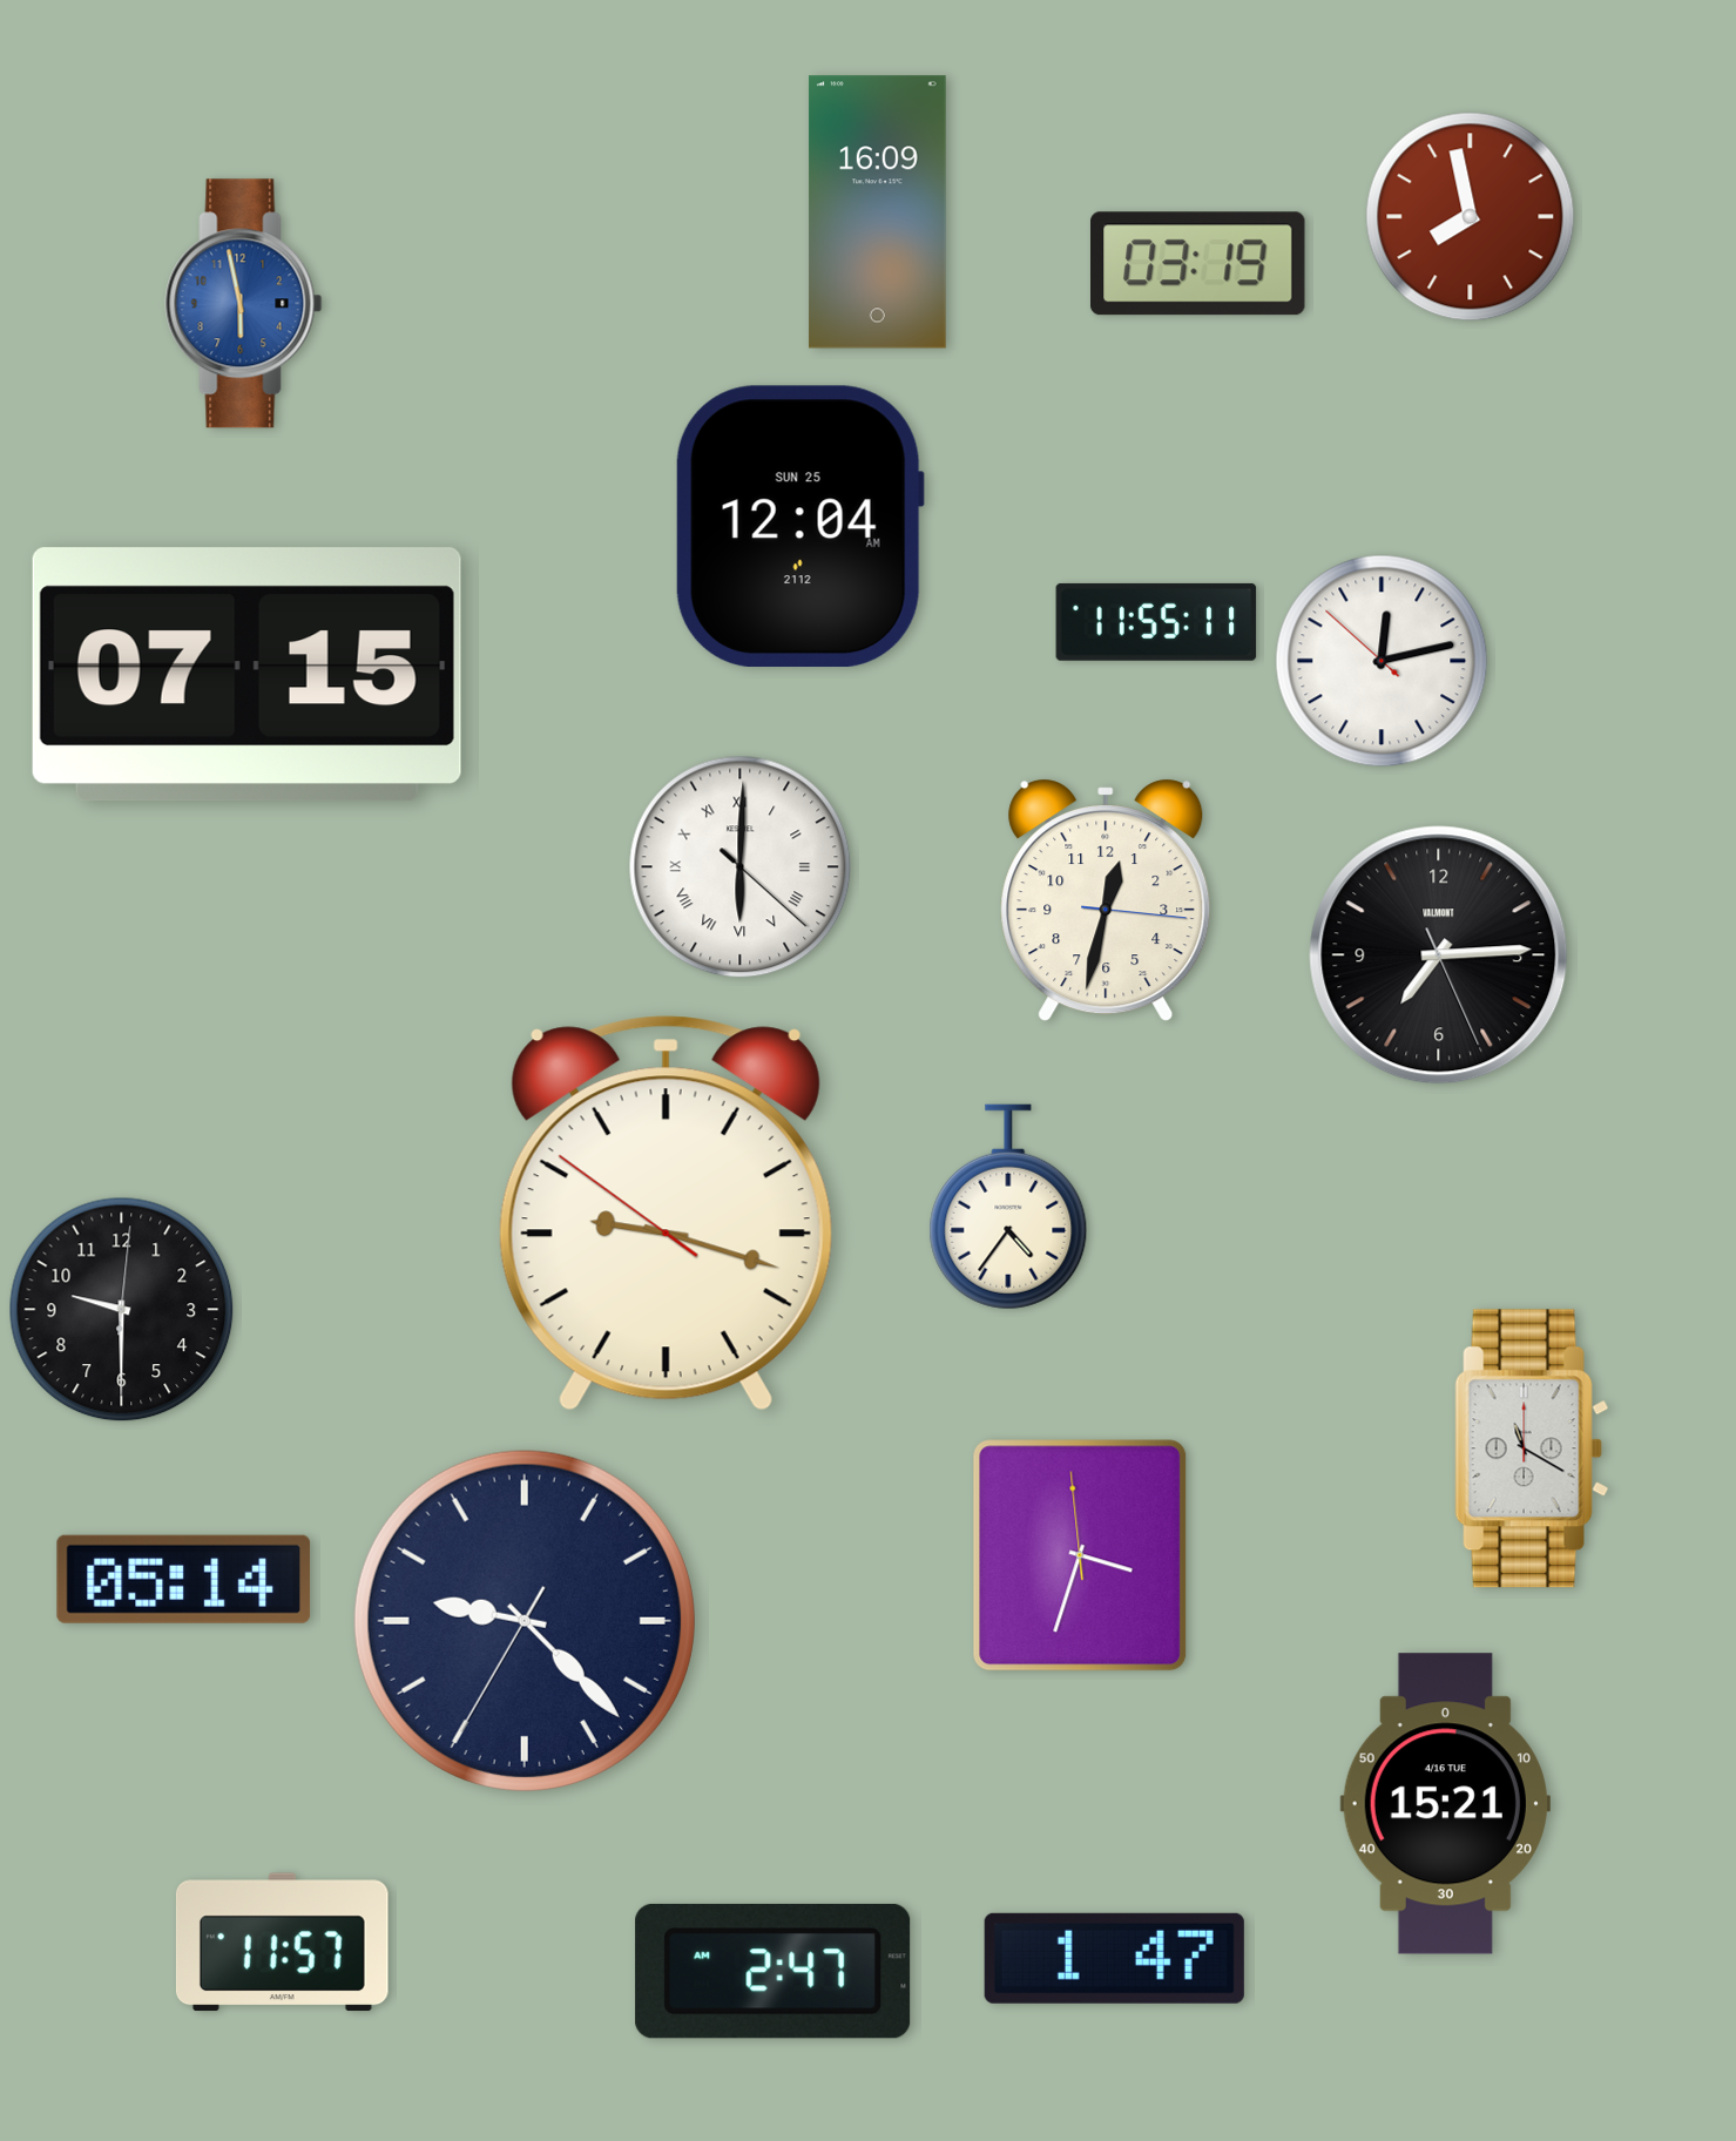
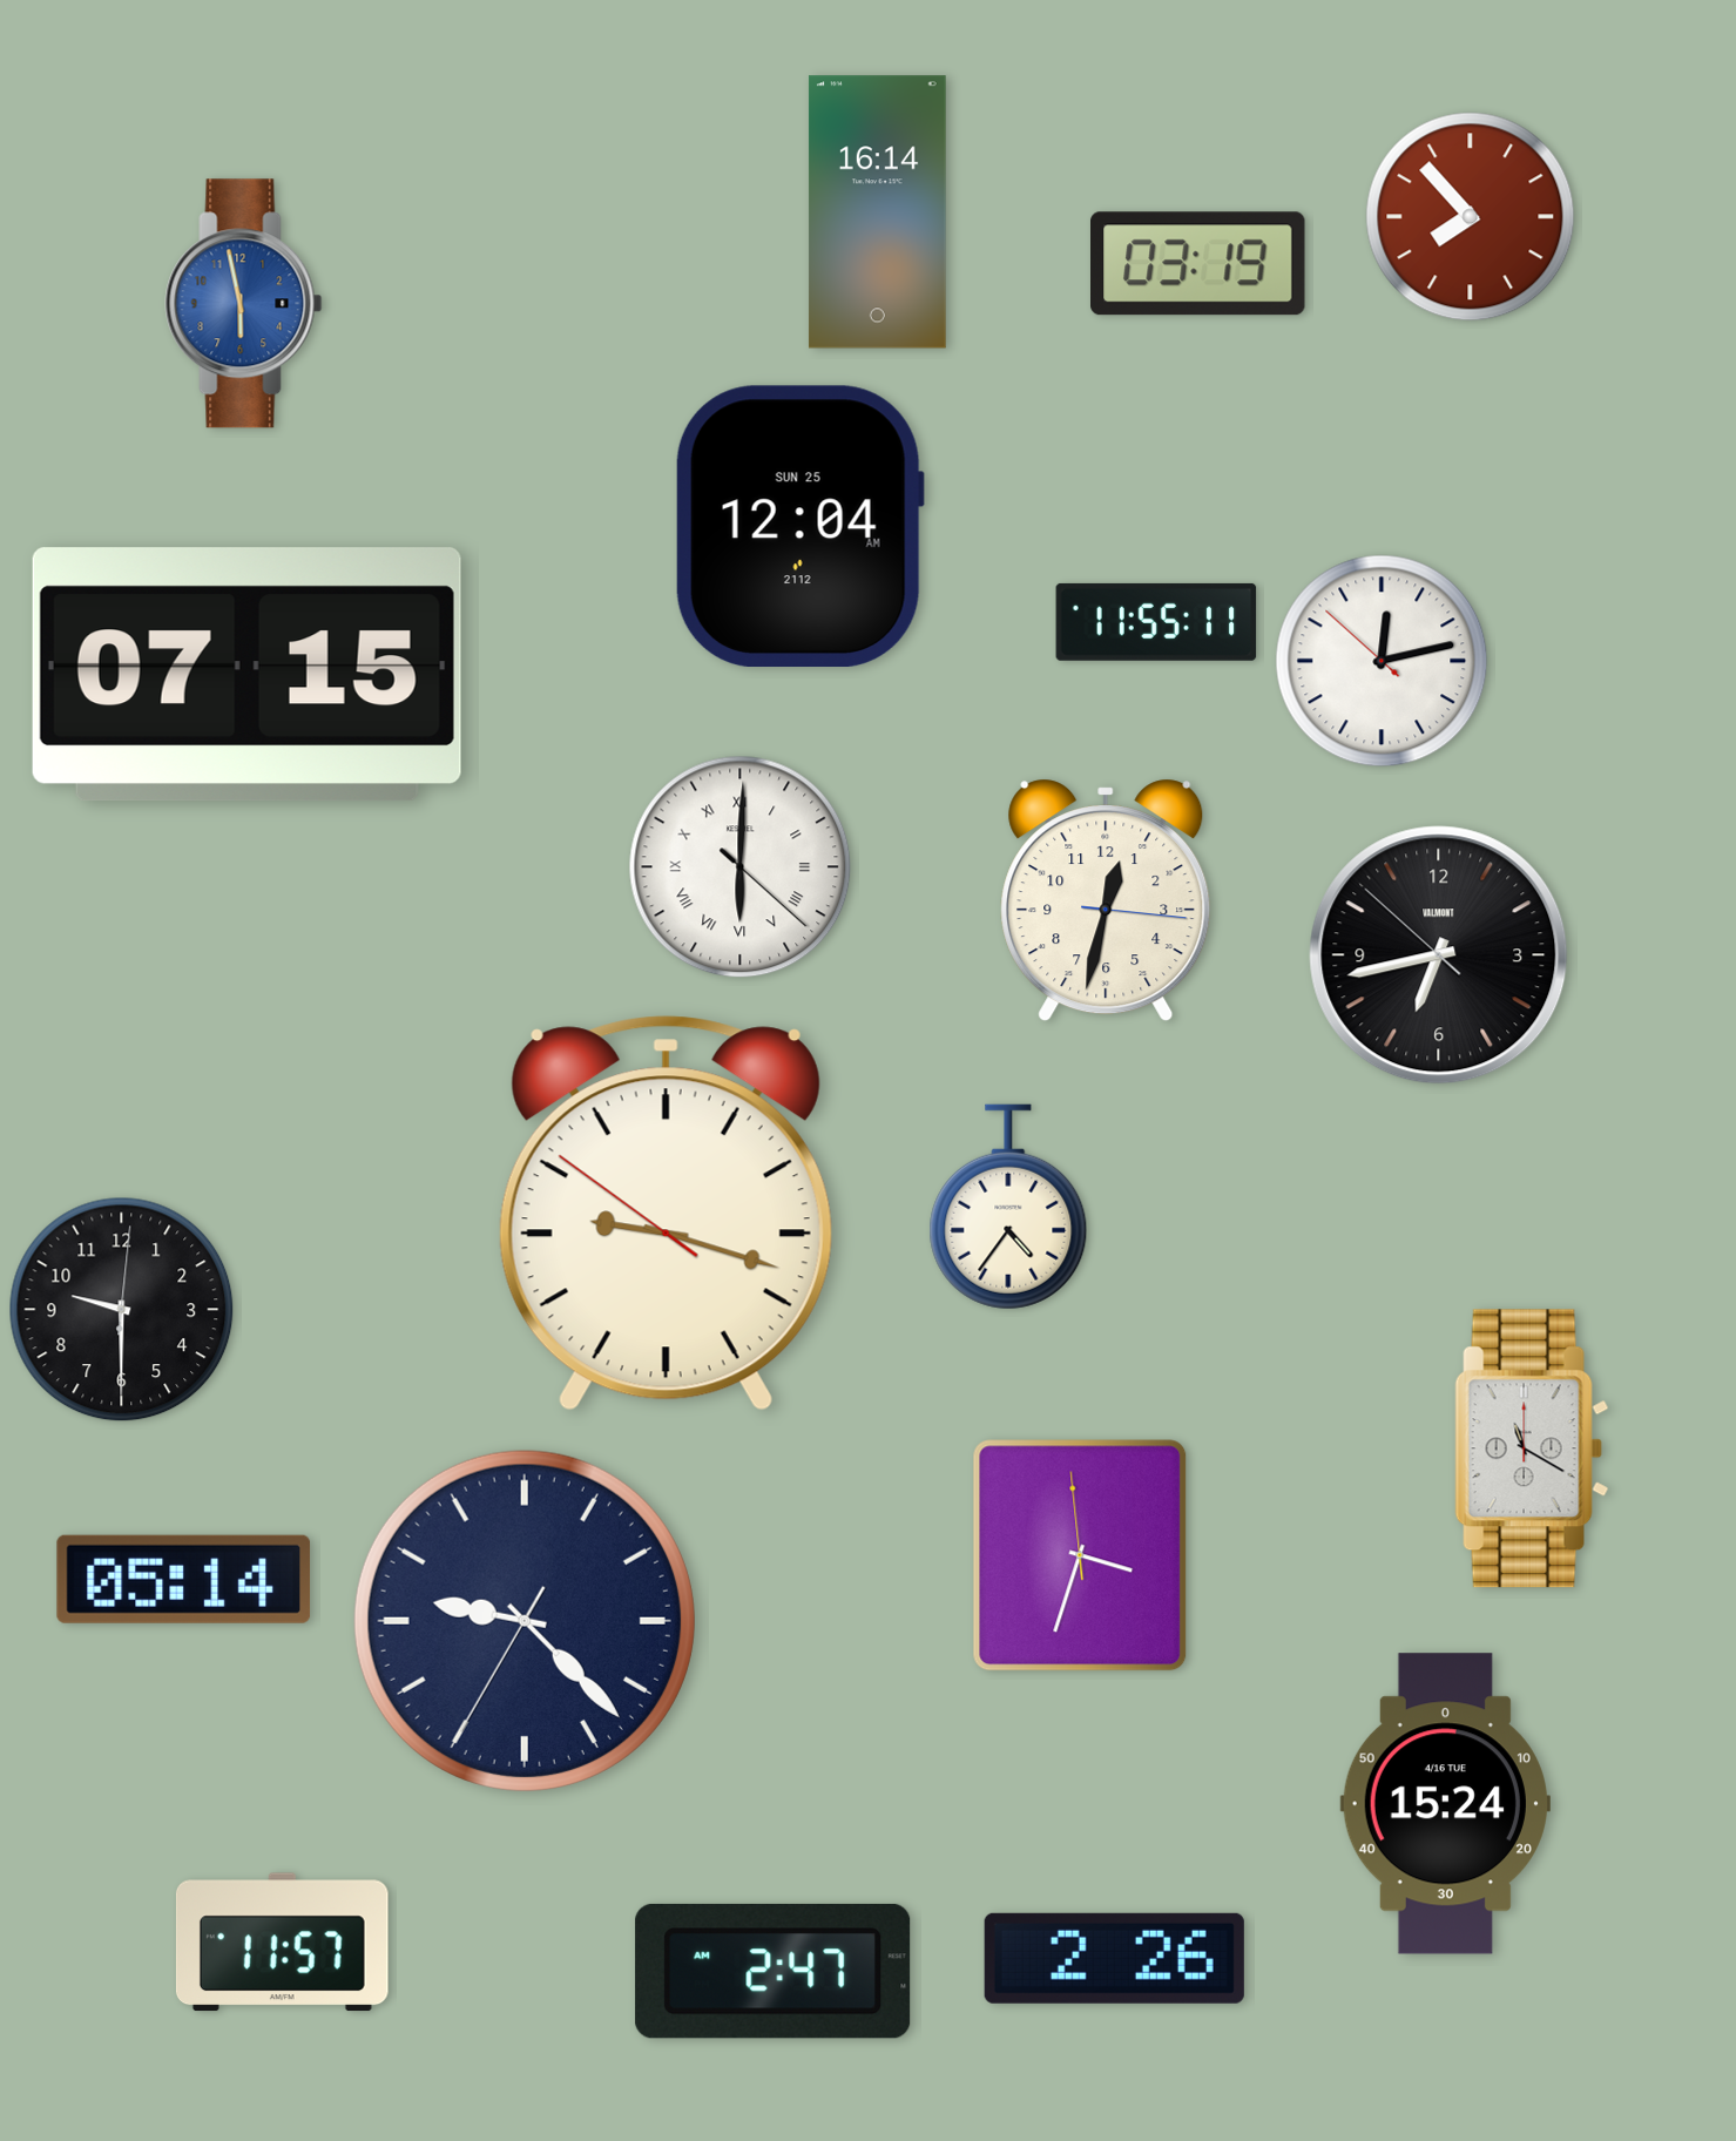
clock at (877, 212): 16:09 -> 16:14
clock at (1471, 217): 7:58 -> 7:53
clock at (1439, 955): 7:14 -> 6:42
clock at (1445, 1804): 15:21 -> 15:24
clock at (1114, 1958): 1:47 -> 2:26
